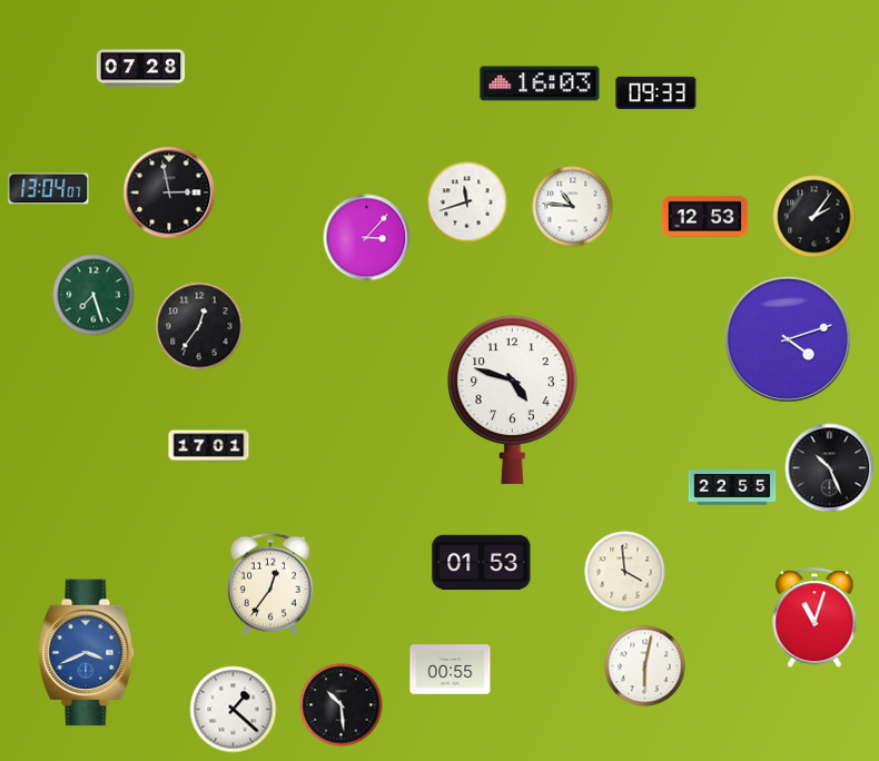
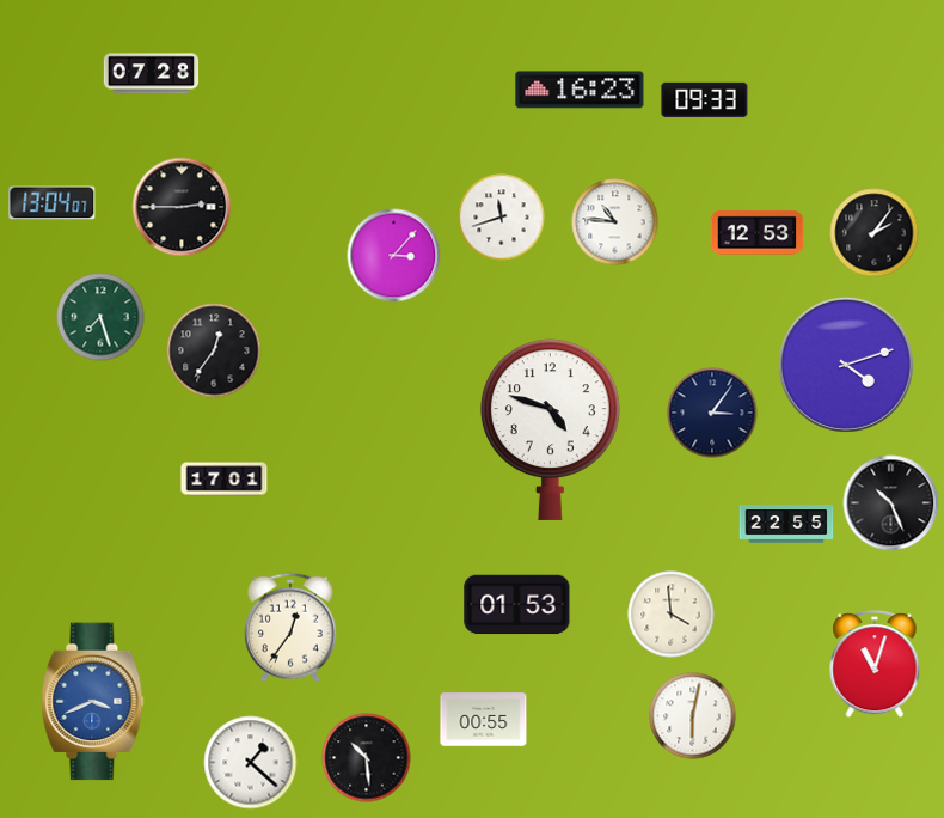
clock at (540, 83): 16:03 -> 16:23
clock at (169, 192): 2:58 -> 2:45
clock at (712, 413): none -> 3:06
